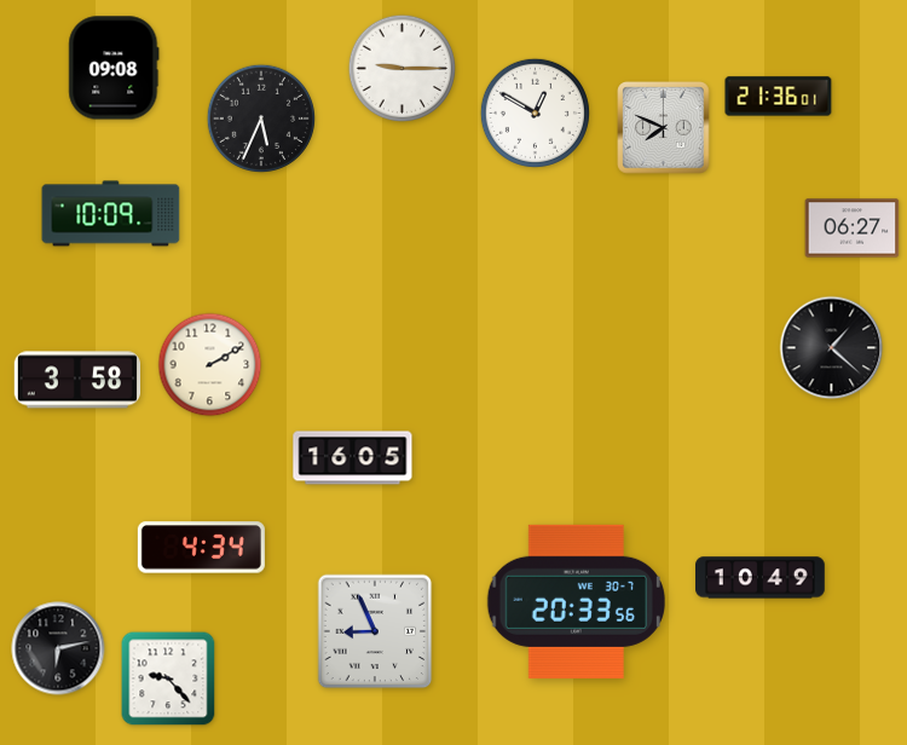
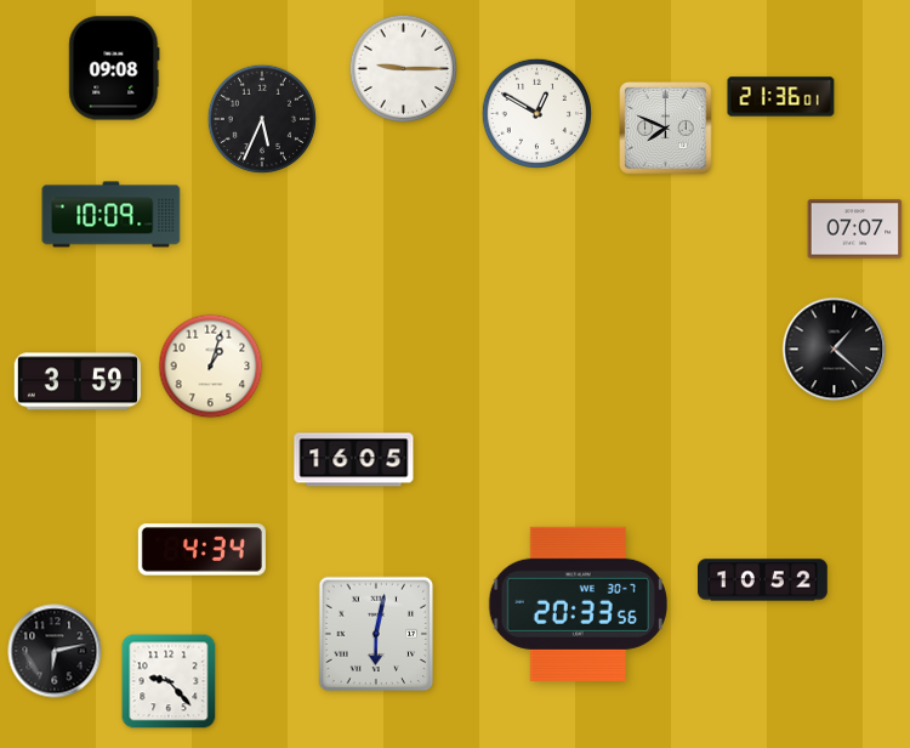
clock at (853, 229): 06:27 -> 07:07
clock at (210, 365): 2:10 -> 1:03
clock at (76, 380): 3:58 -> 3:59
clock at (761, 578): 10:49 -> 10:52
clock at (375, 631): 8:56 -> 6:02
clock at (58, 648) position: (58, 648) -> (55, 651)
